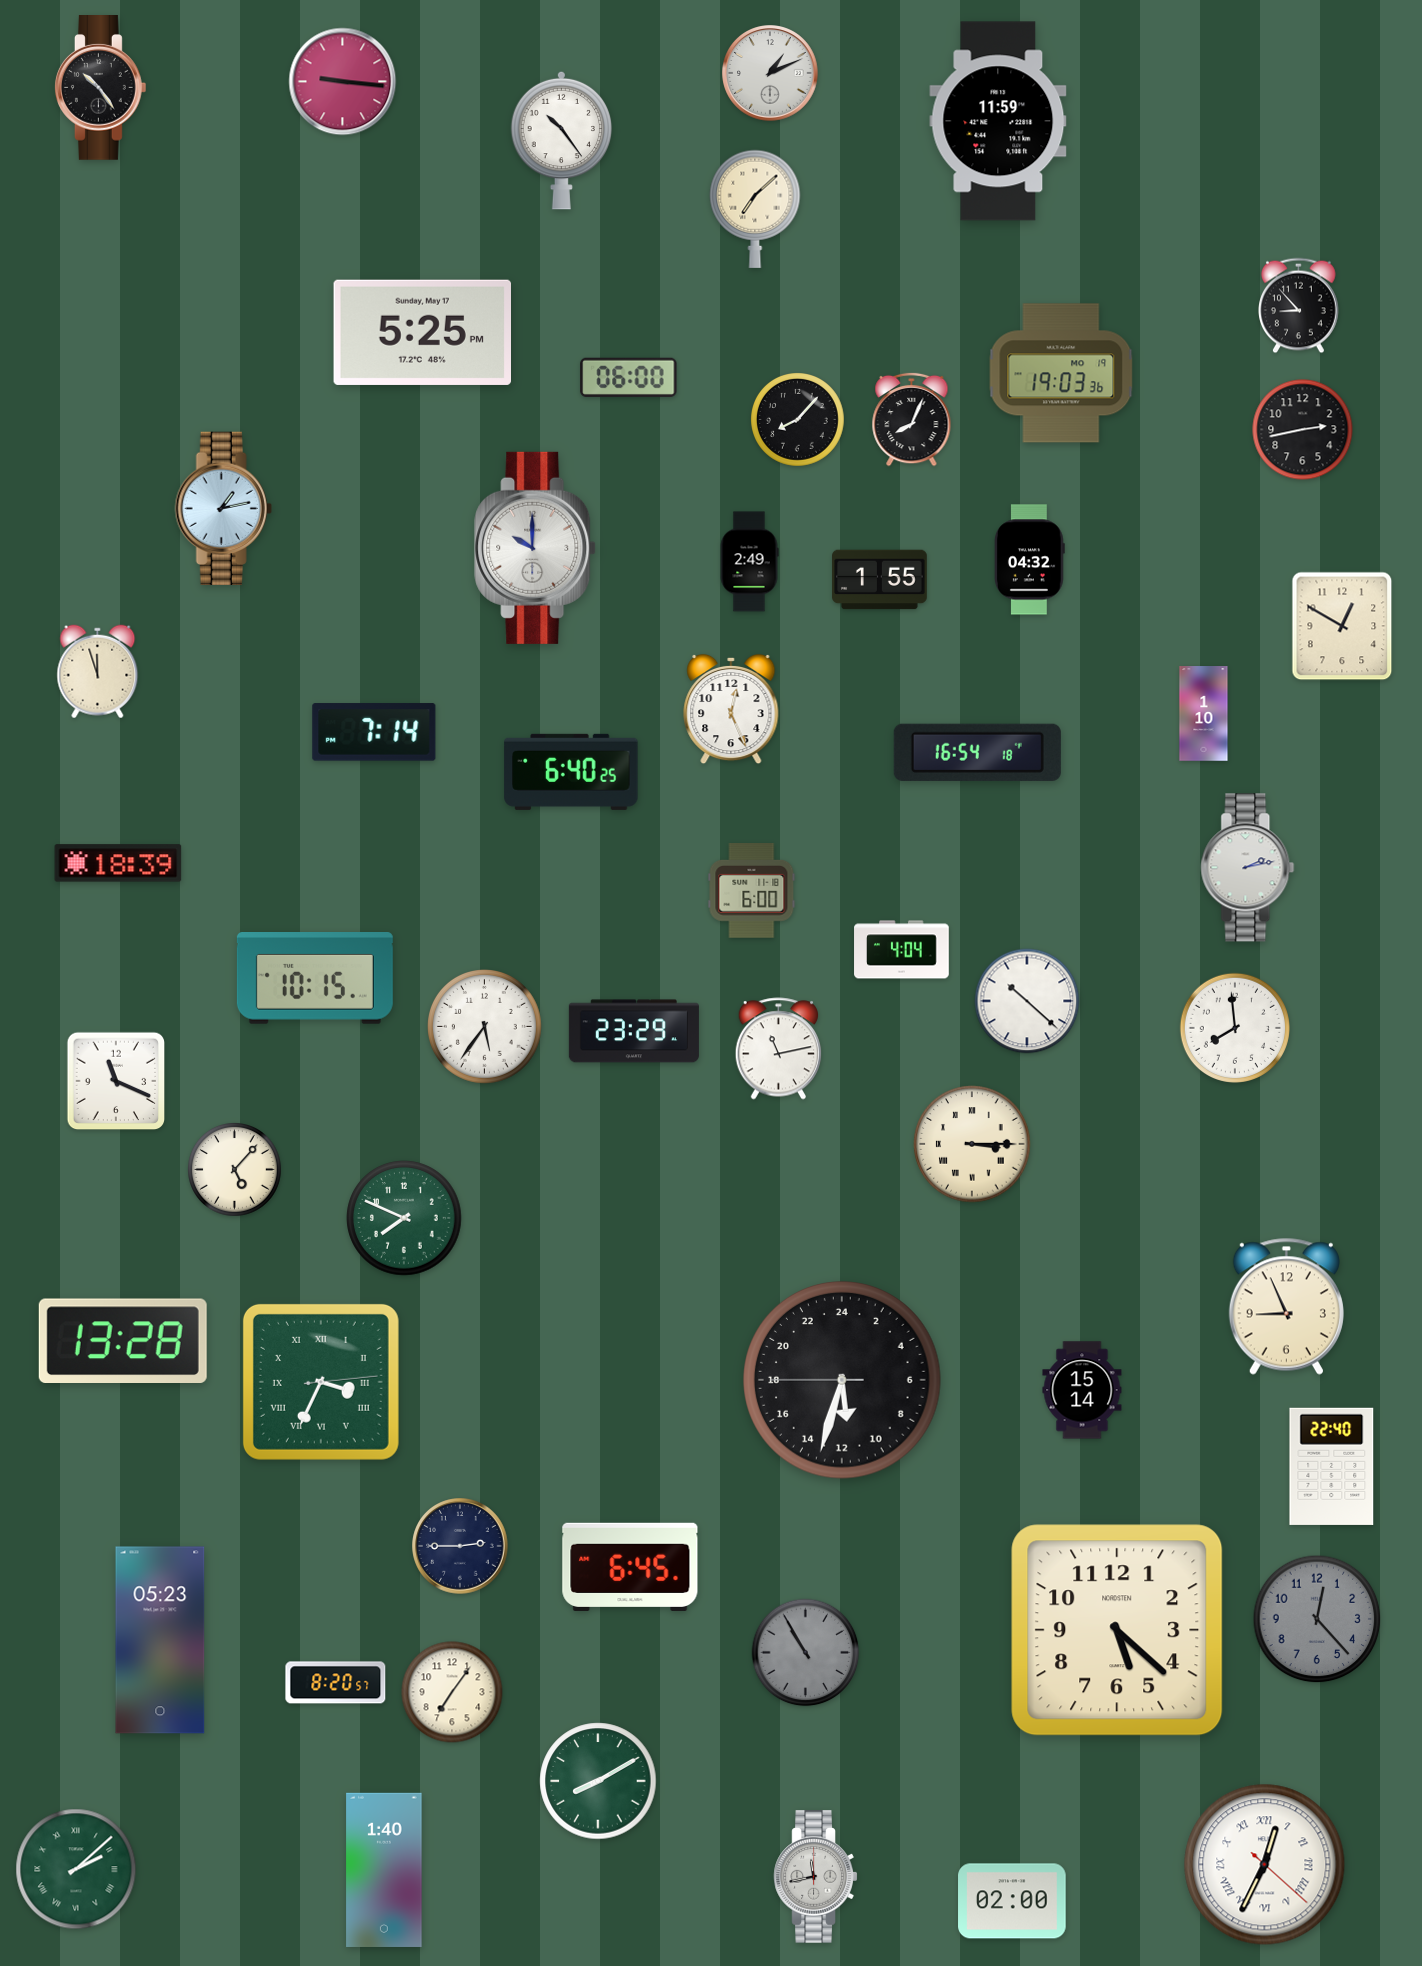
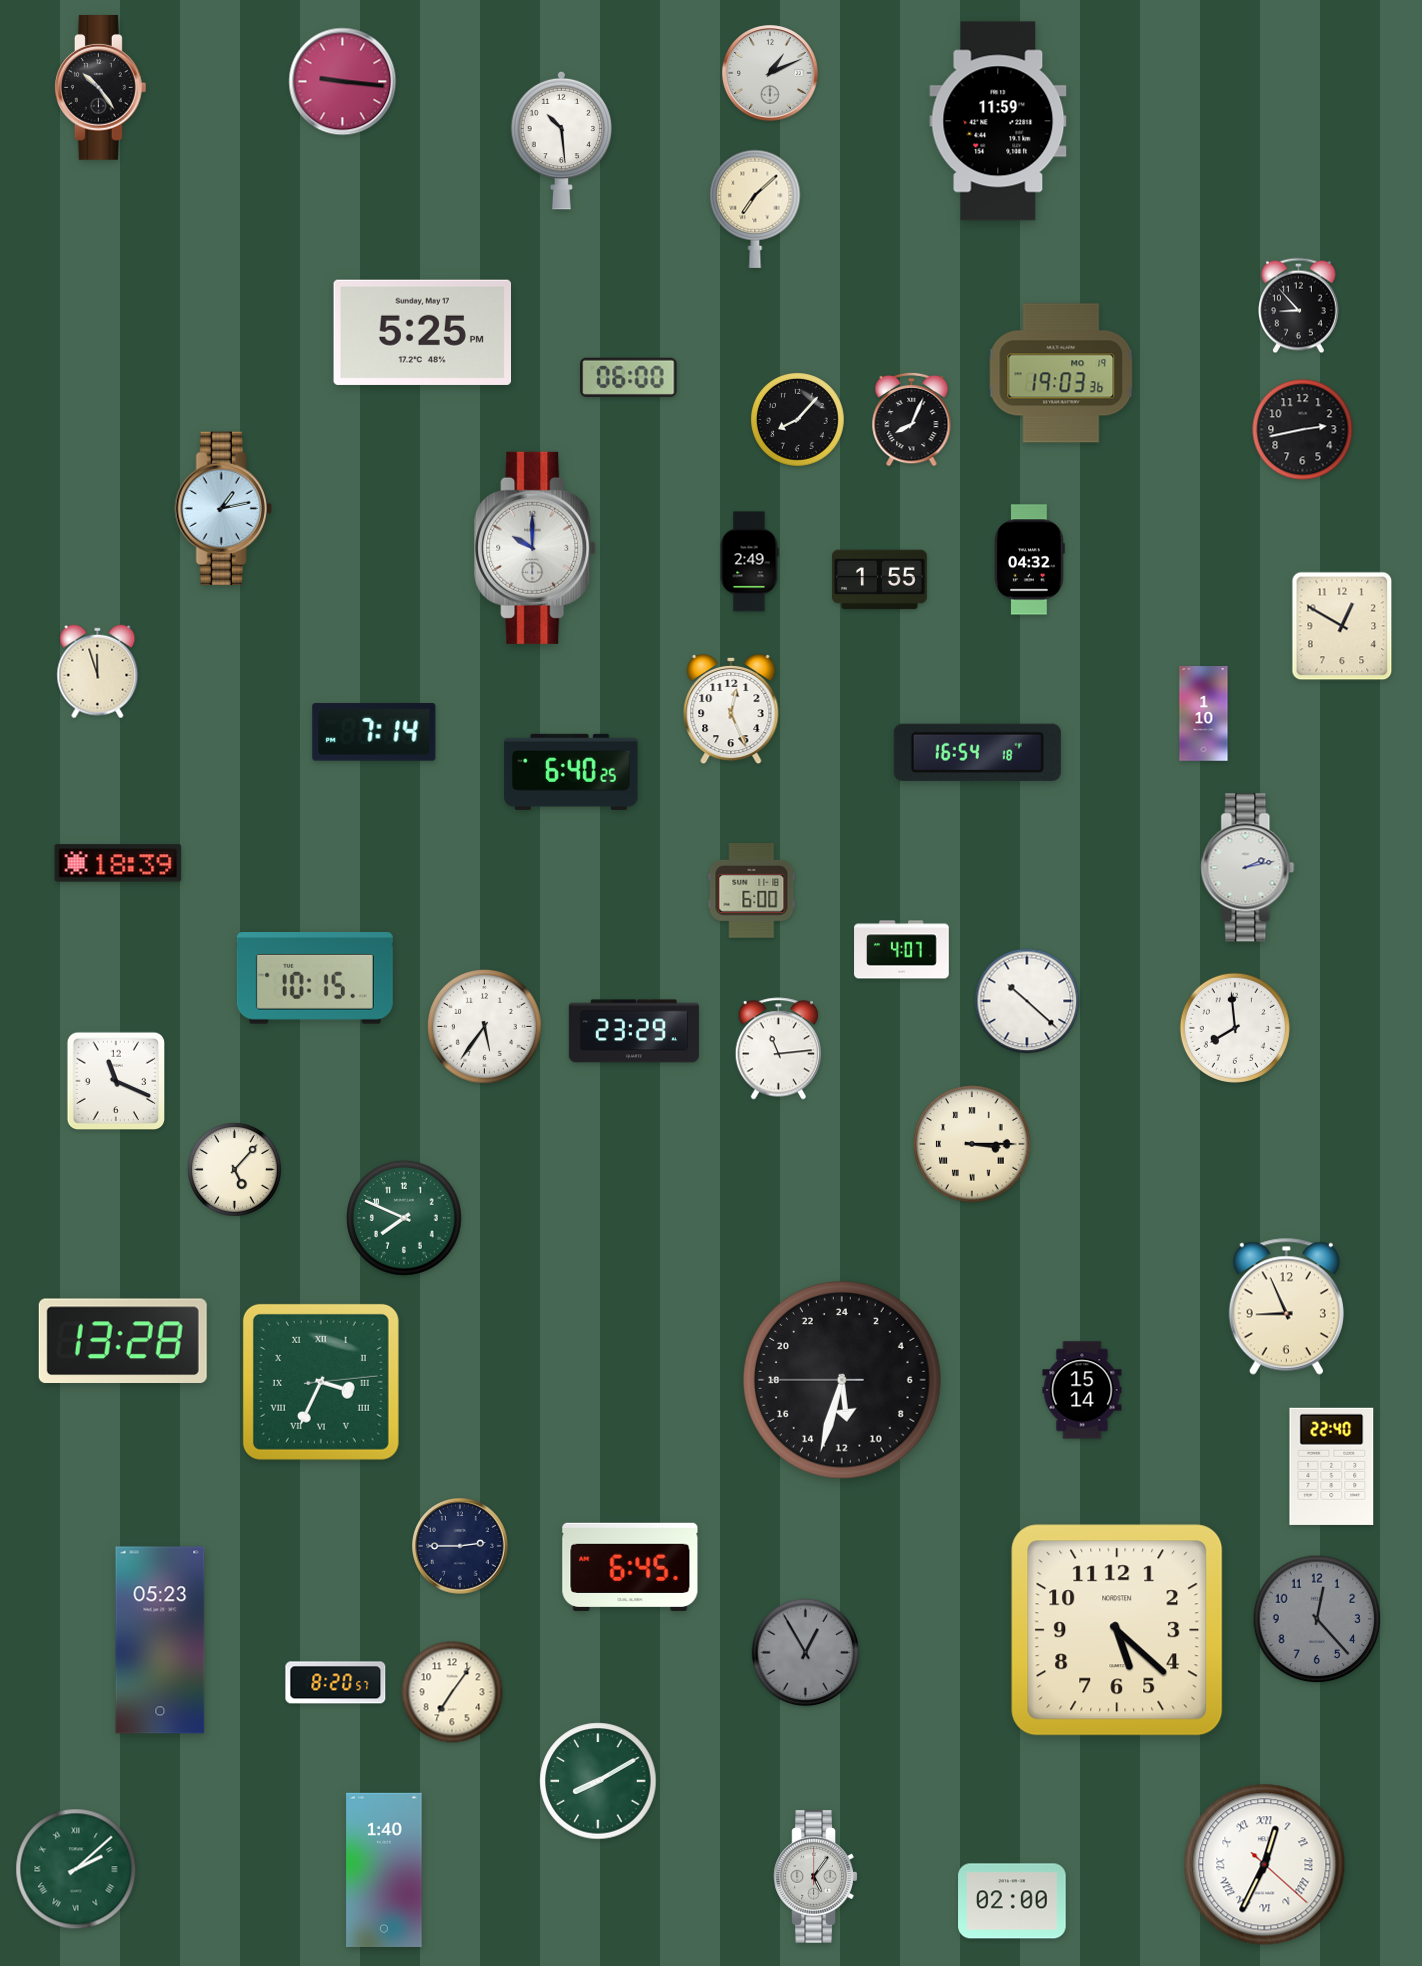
clock at (562, 140): 10:24 -> 10:29
clock at (902, 950): 4:04 -> 4:07
clock at (779, 1049): 11:13 -> 11:14
clock at (806, 1653): 10:55 -> 12:55
clock at (816, 1877): 11:43 -> 5:06
